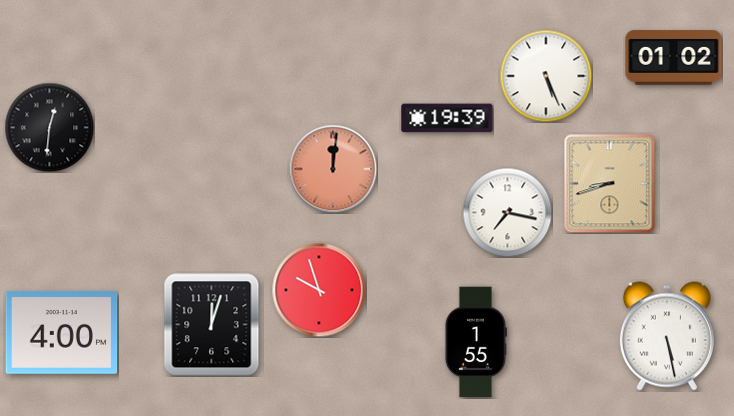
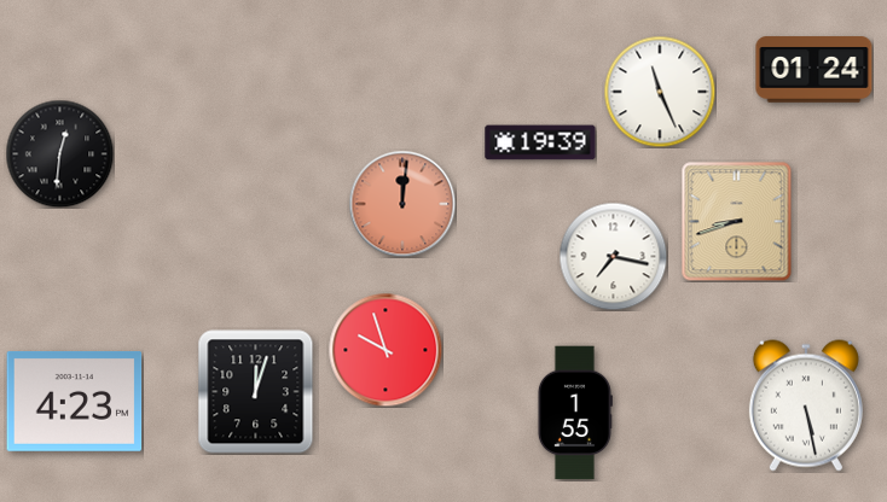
clock at (674, 58): 01:02 -> 01:24
clock at (546, 76): 5:26 -> 11:26
clock at (62, 332): 4:00 -> 4:23
